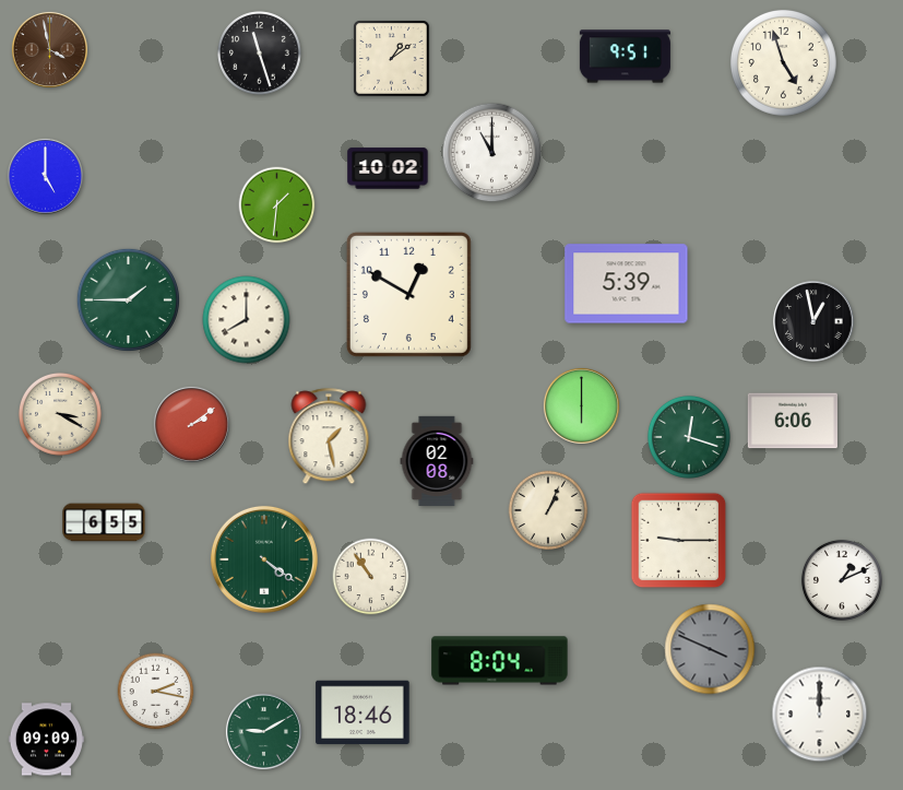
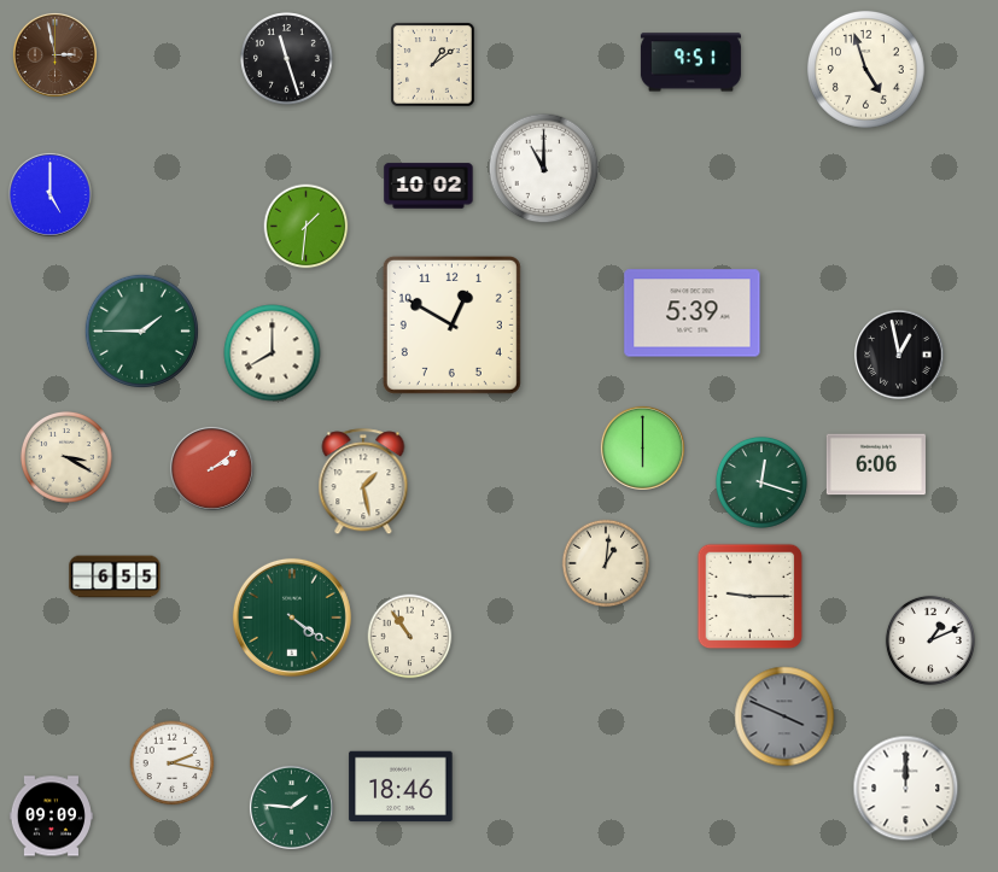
clock at (49, 49): 3:58 -> 2:58
clock at (437, 461): 02:08 -> none
clock at (548, 510): 1:04 -> 1:01
clock at (500, 661): 8:04 -> none
clock at (263, 731): 9:10 -> 1:46
